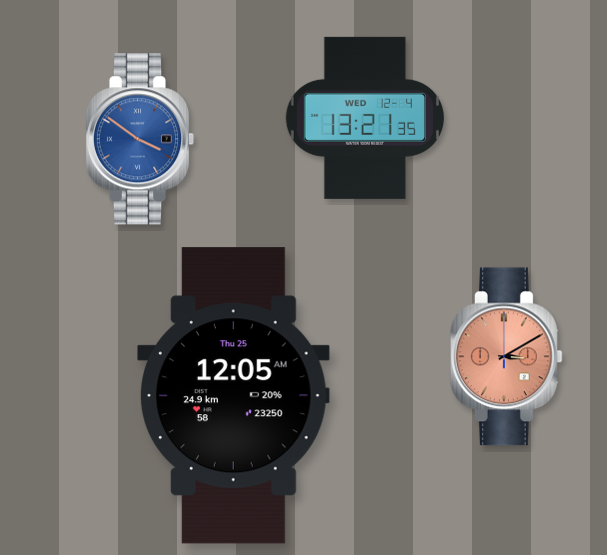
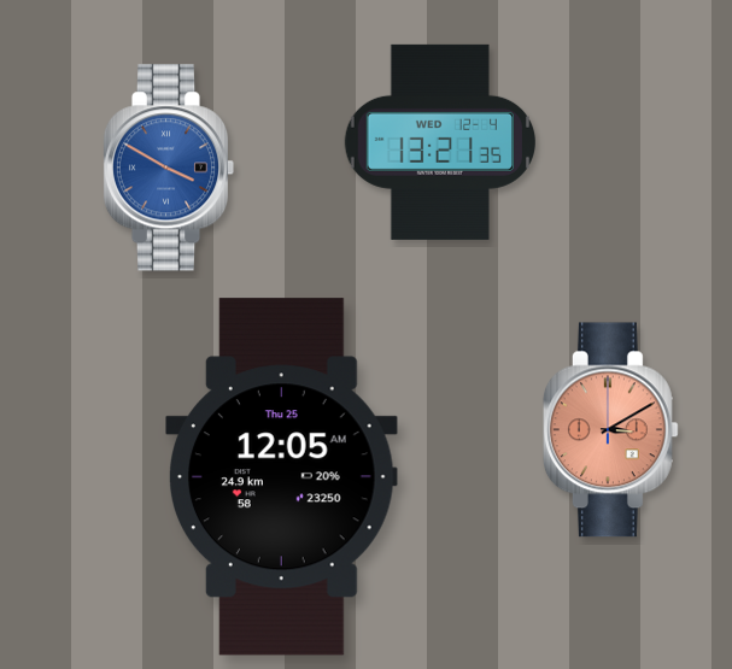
clock at (140, 139): 3:51 -> 3:50
